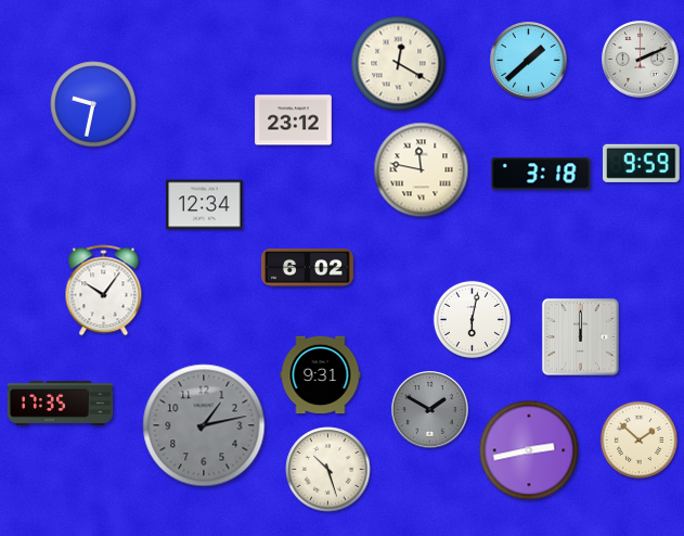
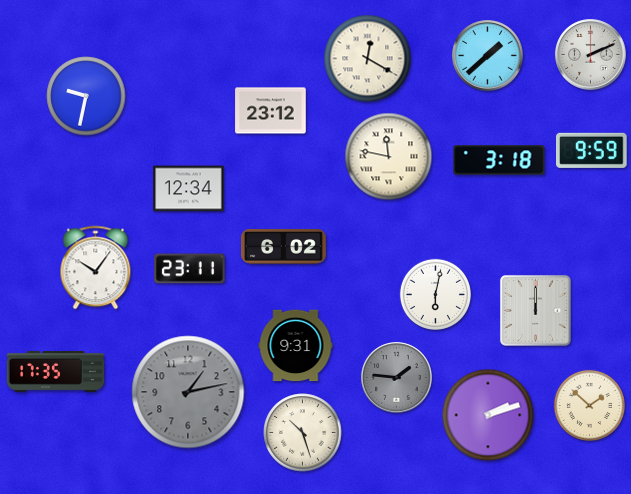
clock at (190, 269): none -> 23:11
clock at (430, 410): 1:50 -> 1:46
clock at (529, 450): 2:43 -> 2:12
